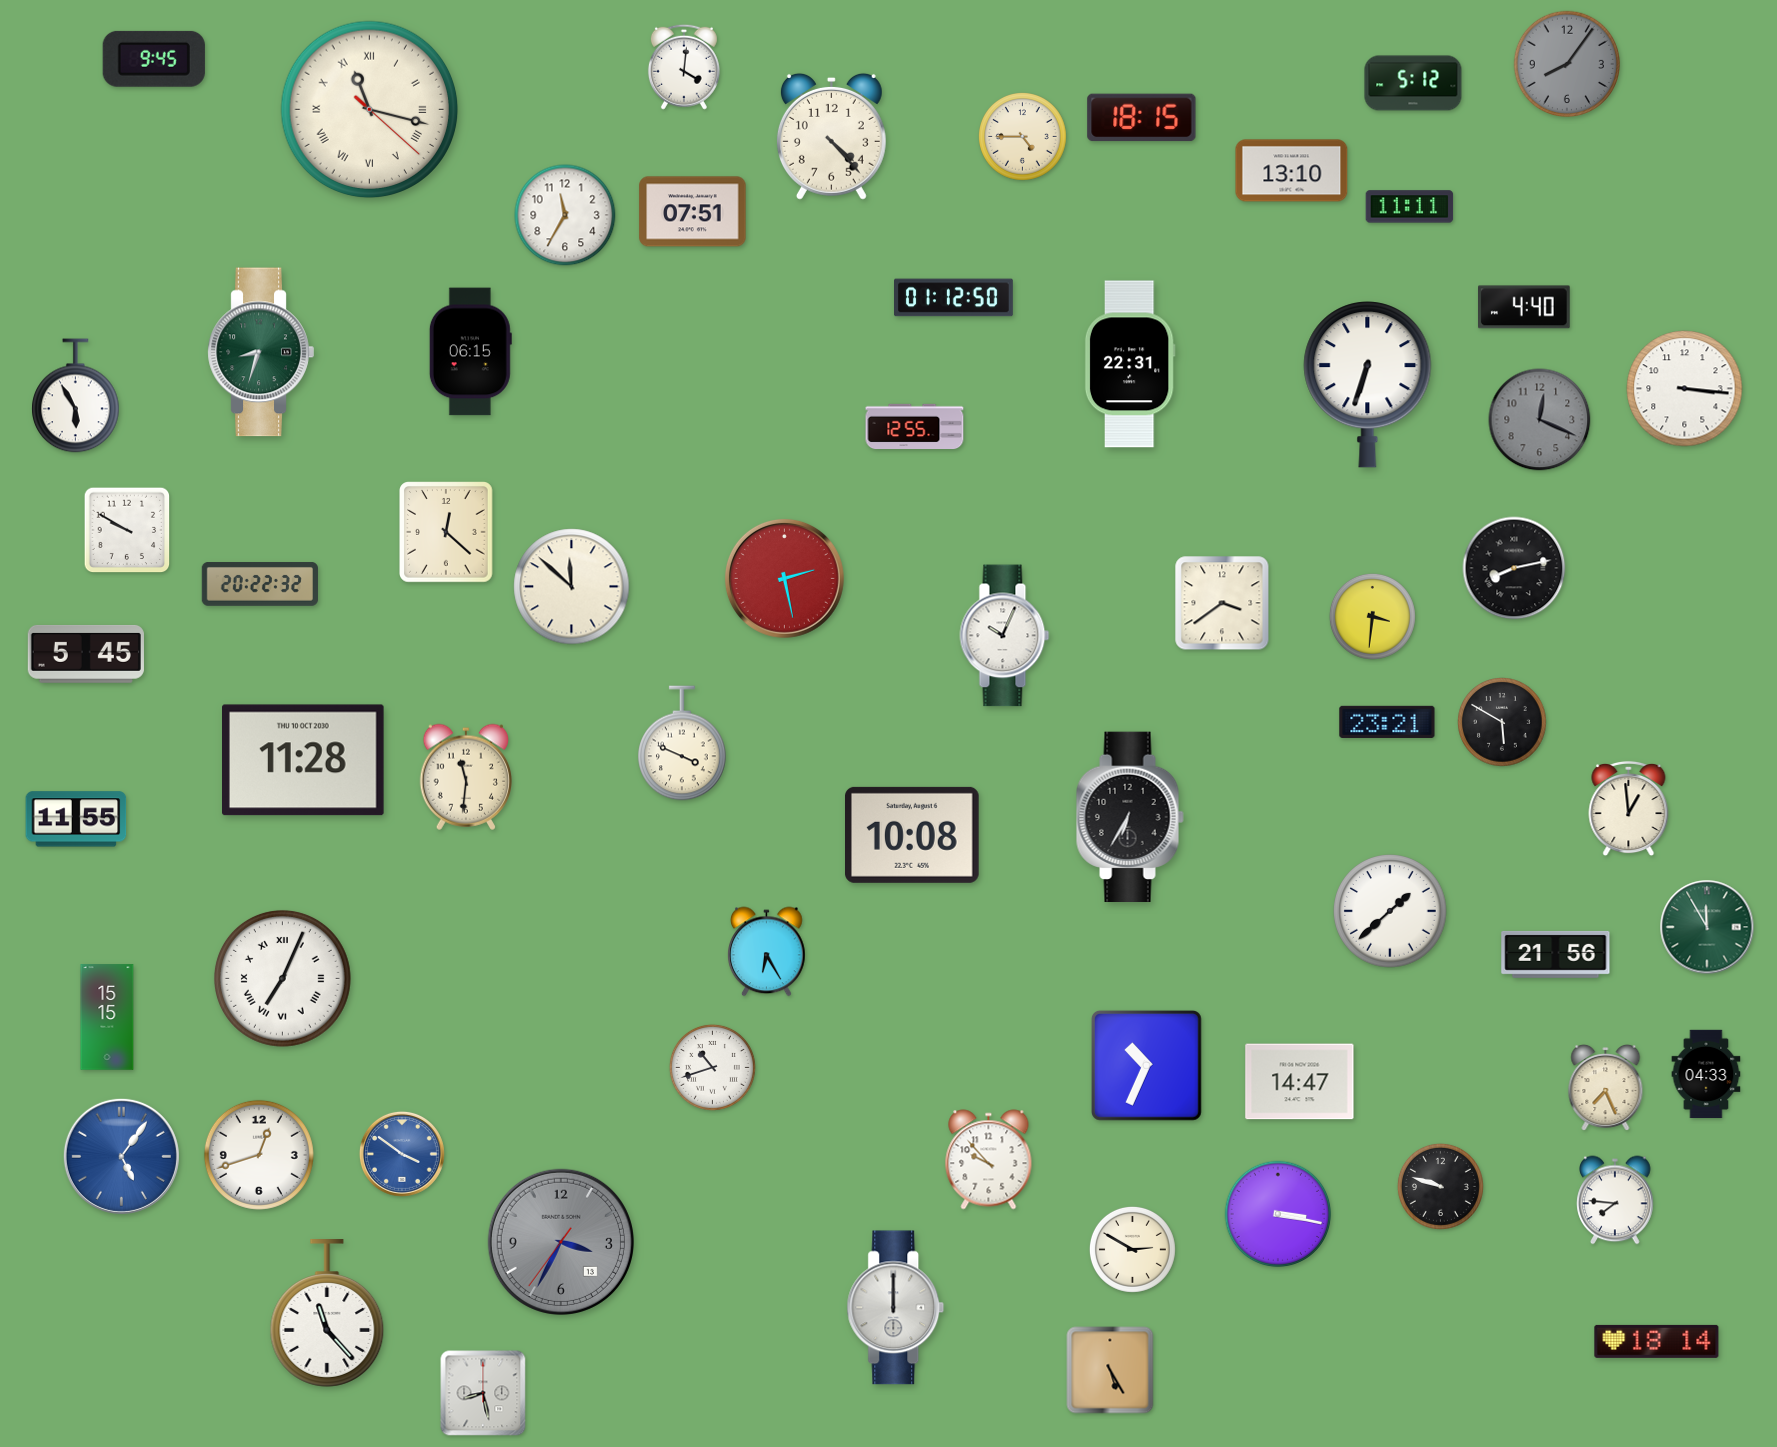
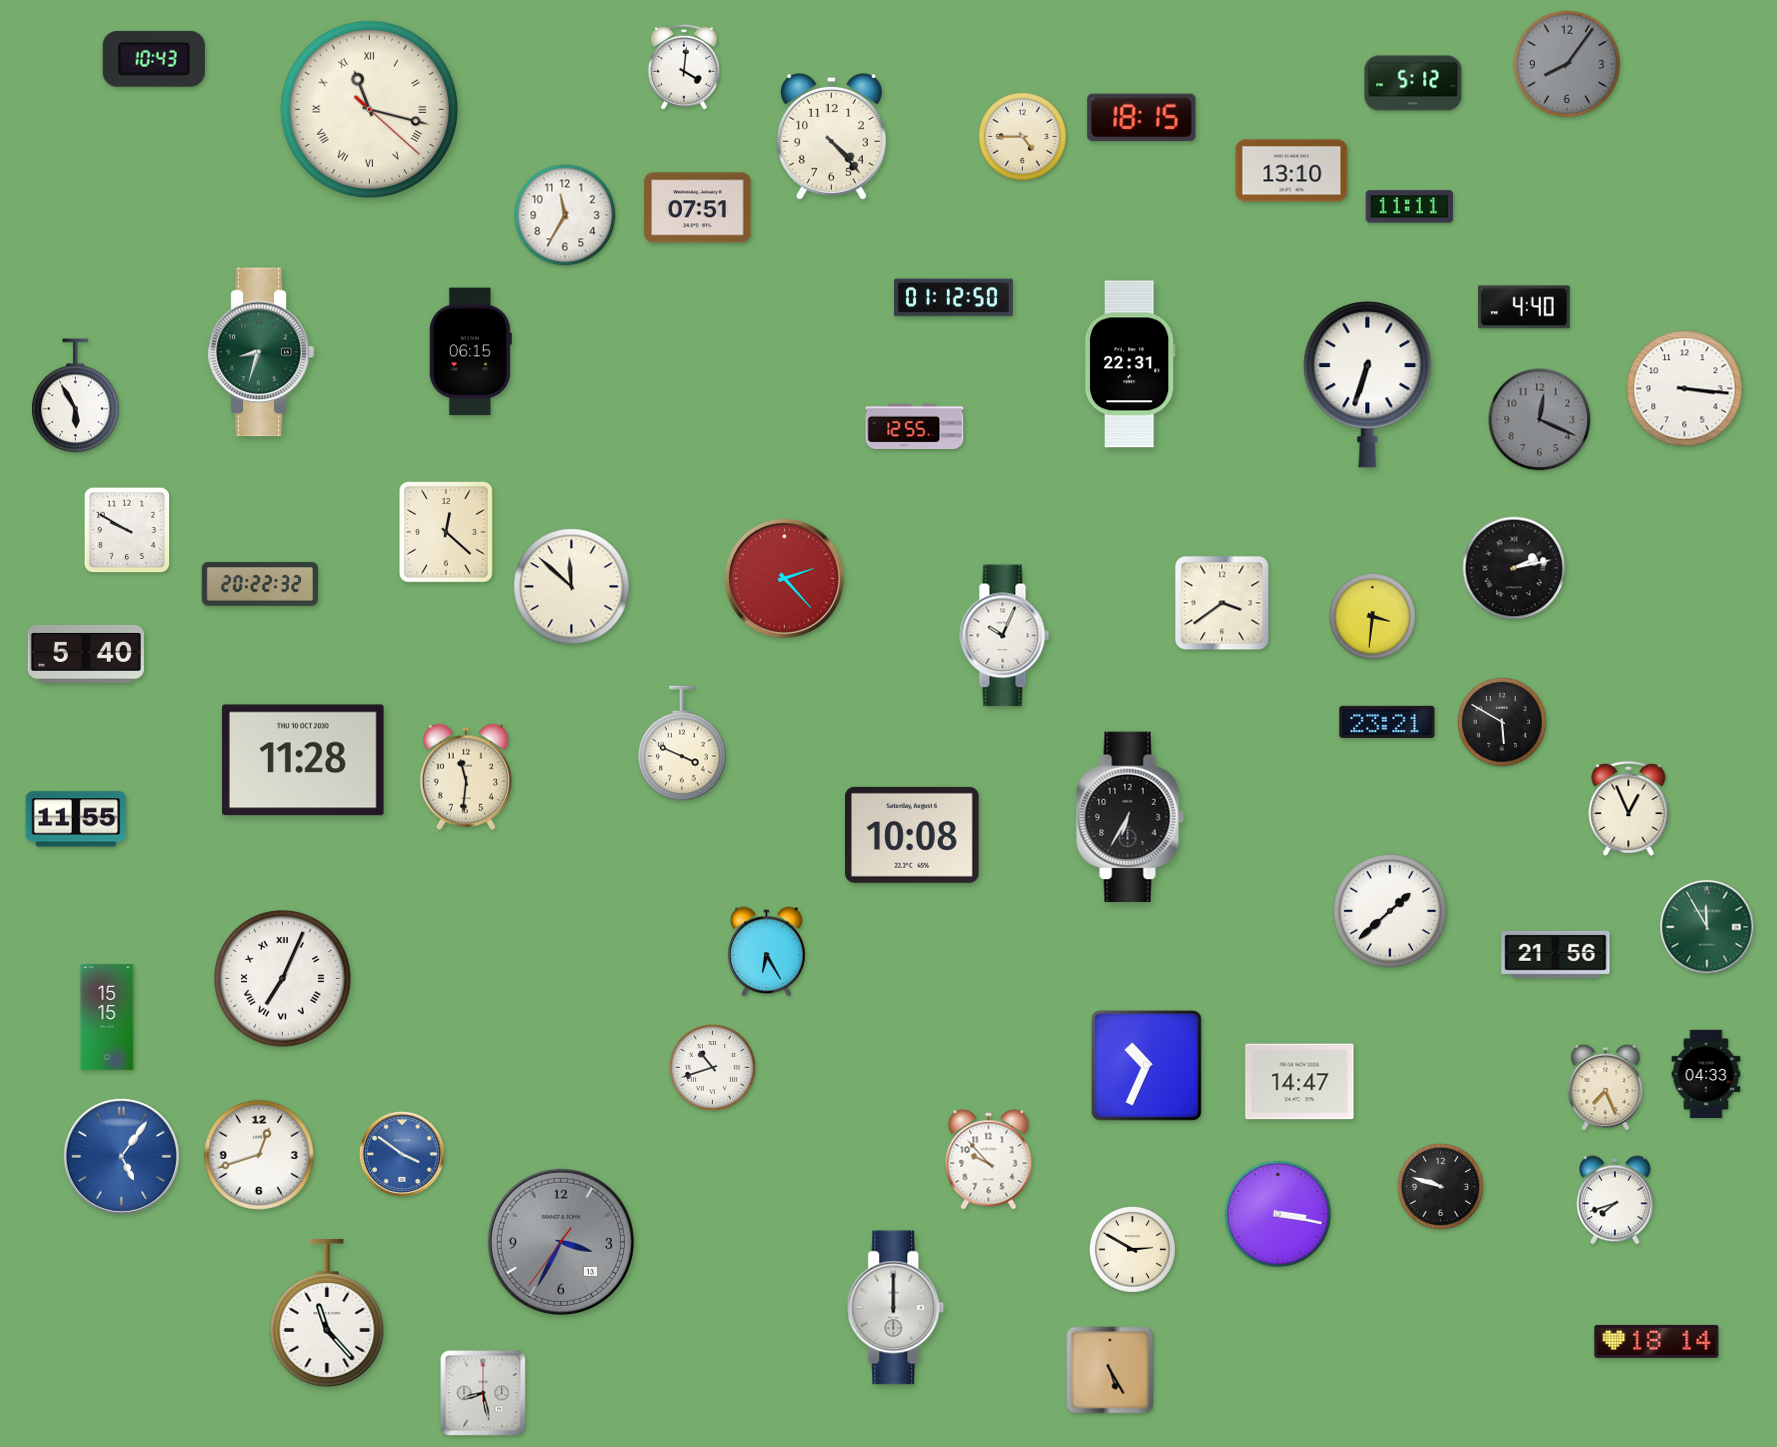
clock at (154, 59): 9:45 -> 10:43
clock at (693, 212) position: (693, 212) -> (698, 208)
clock at (1514, 568): 8:13 -> 2:13
clock at (784, 578): 2:28 -> 2:23
clock at (86, 654): 5:45 -> 5:40
clock at (1629, 809): 12:59 -> 12:56
clock at (1615, 1200): 7:46 -> 7:42
